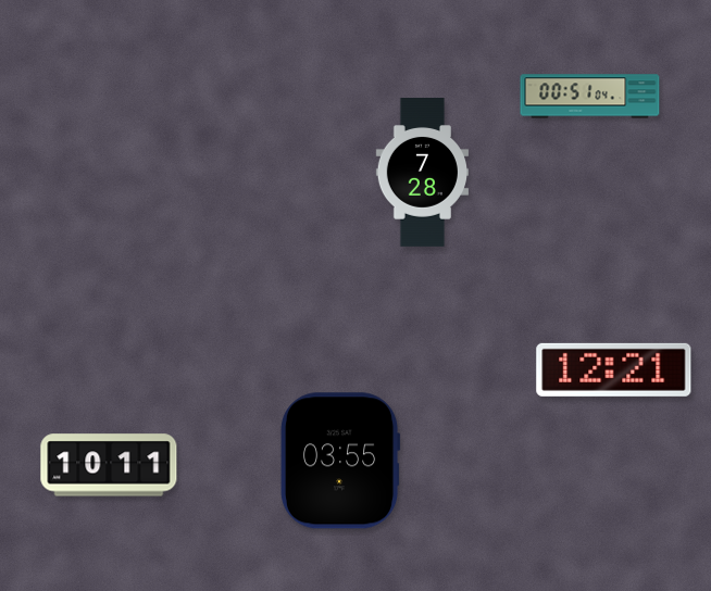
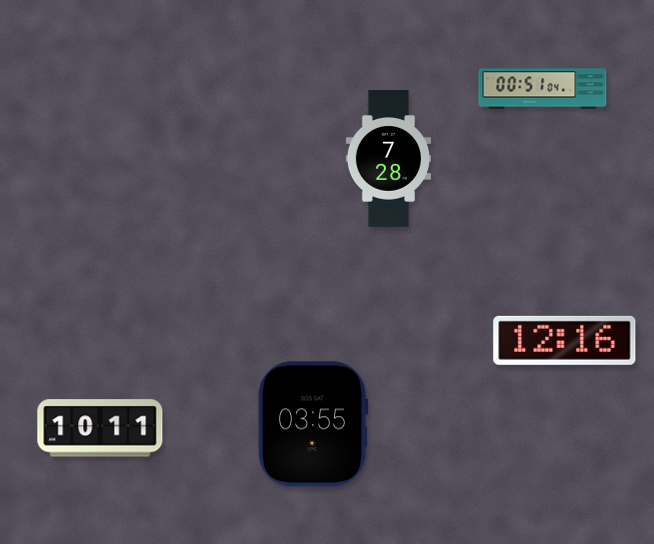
clock at (614, 369): 12:21 -> 12:16
